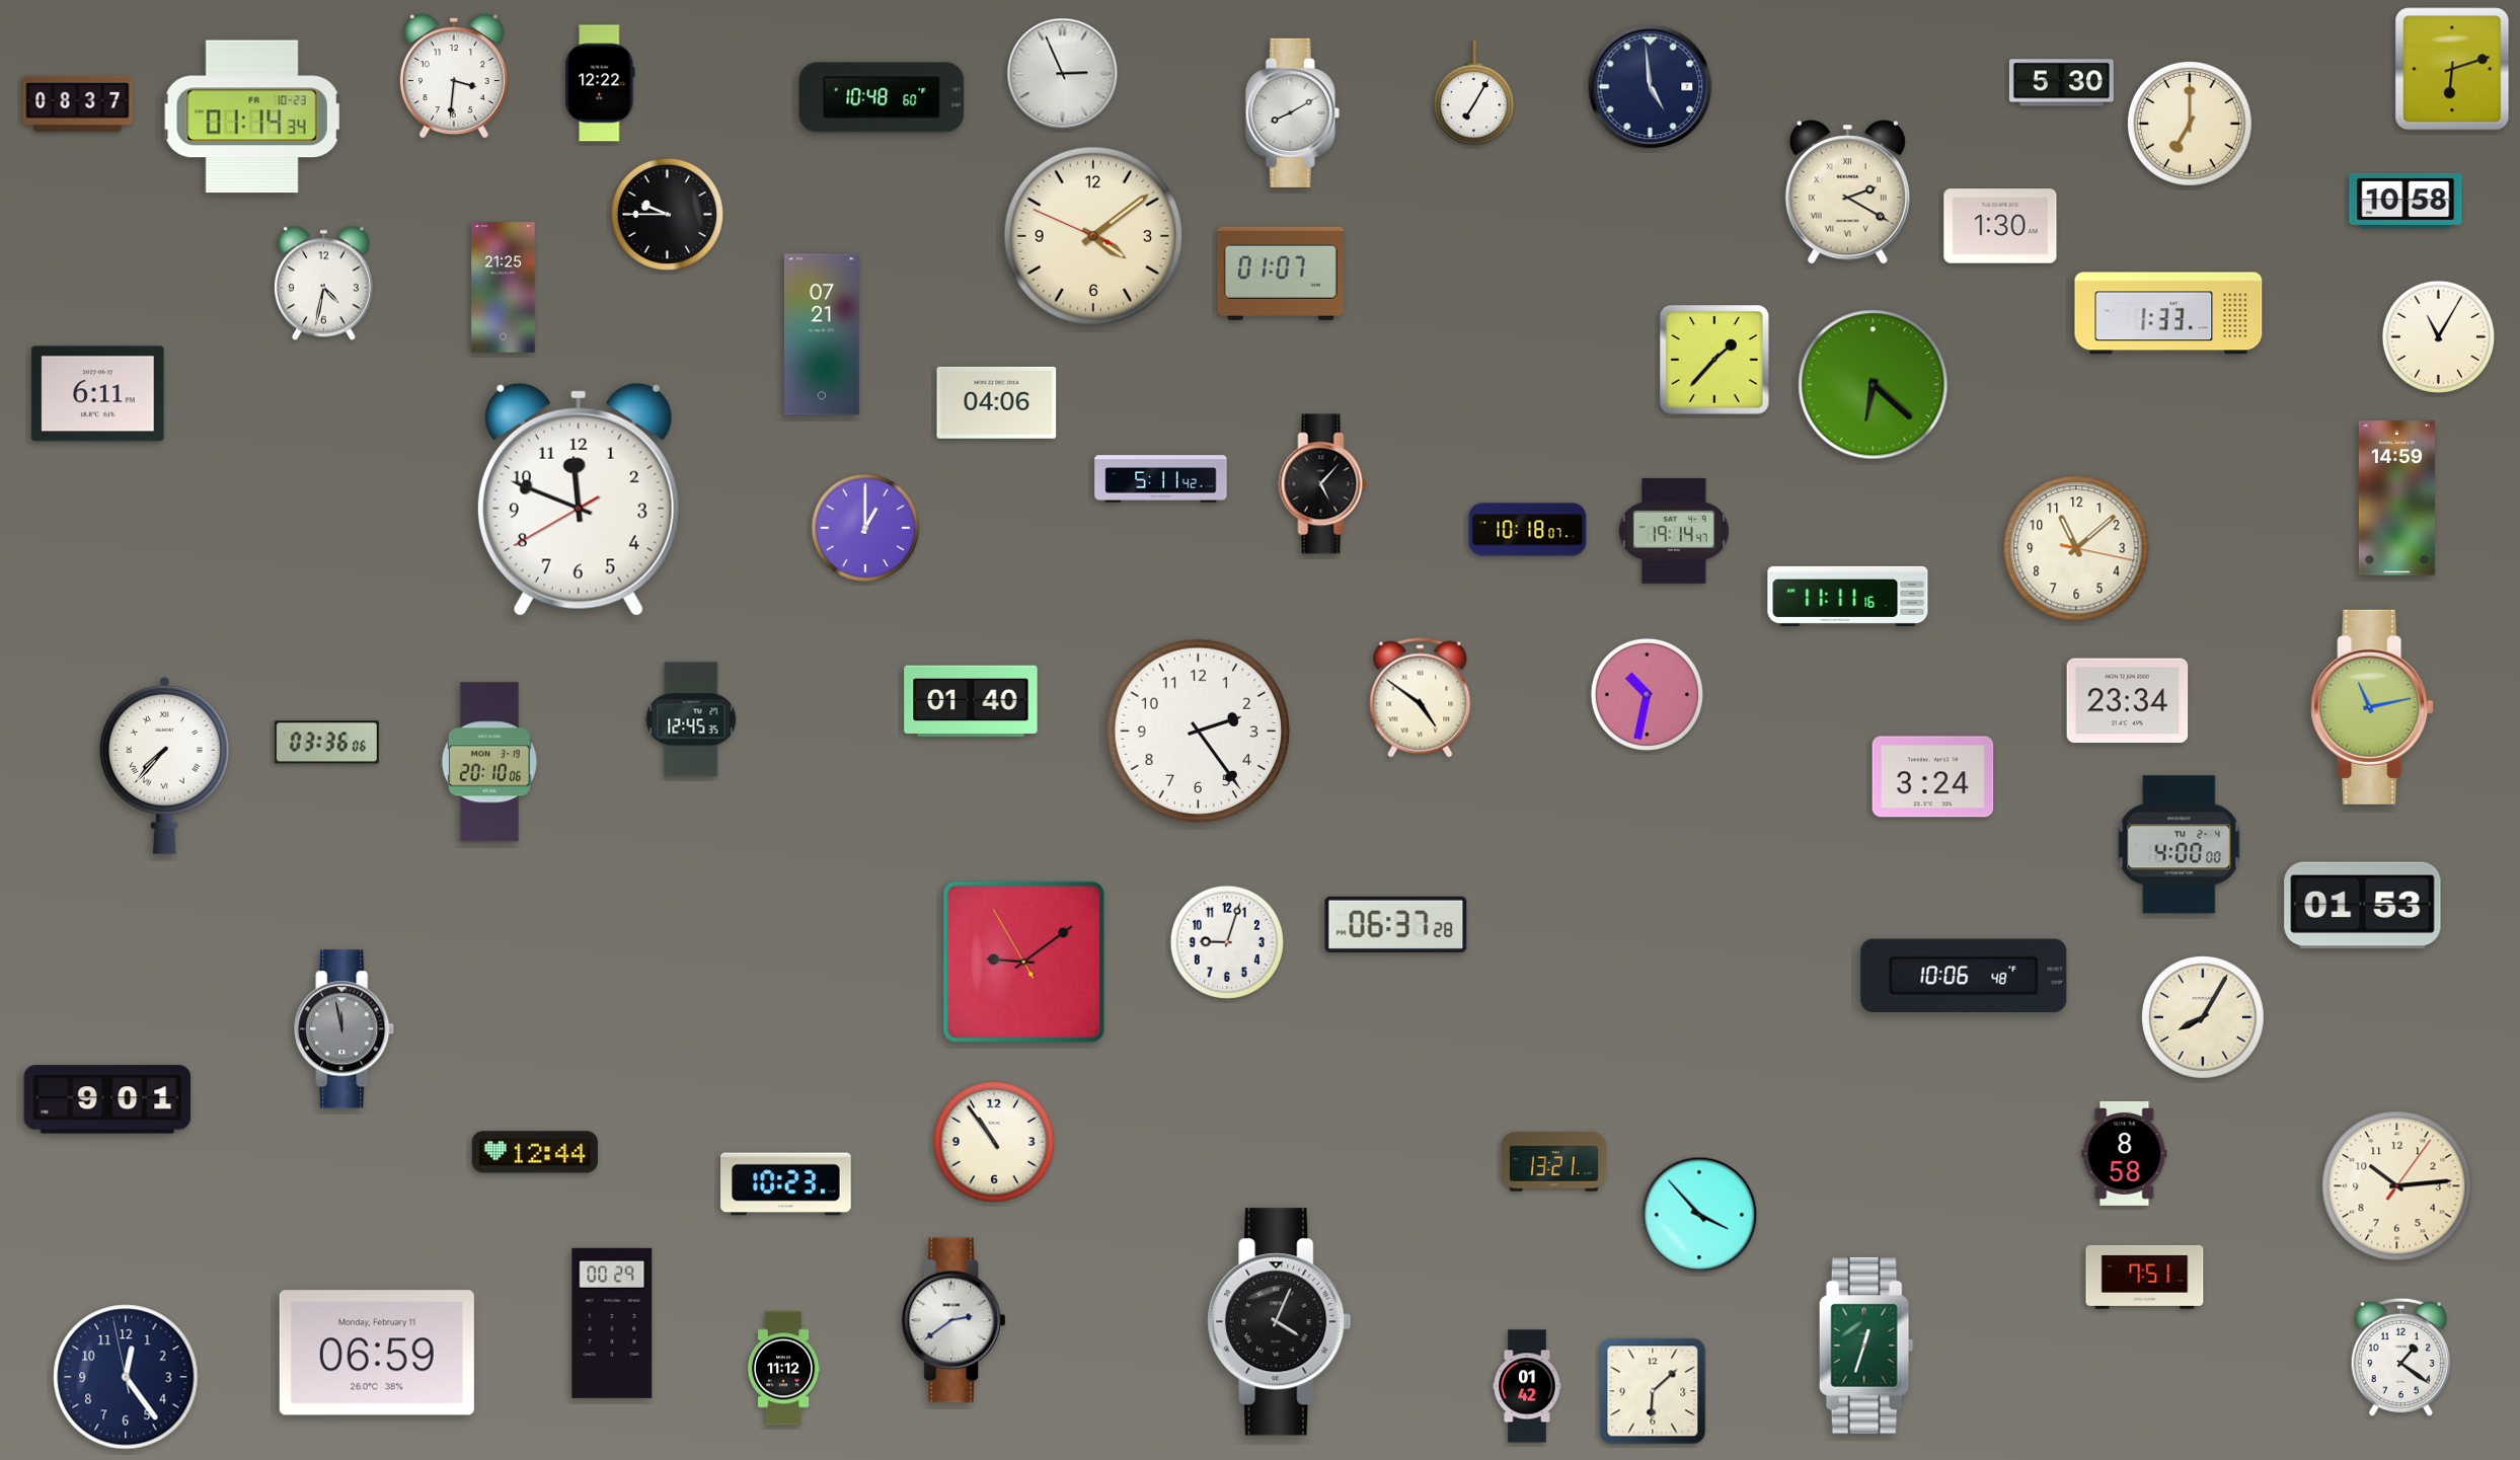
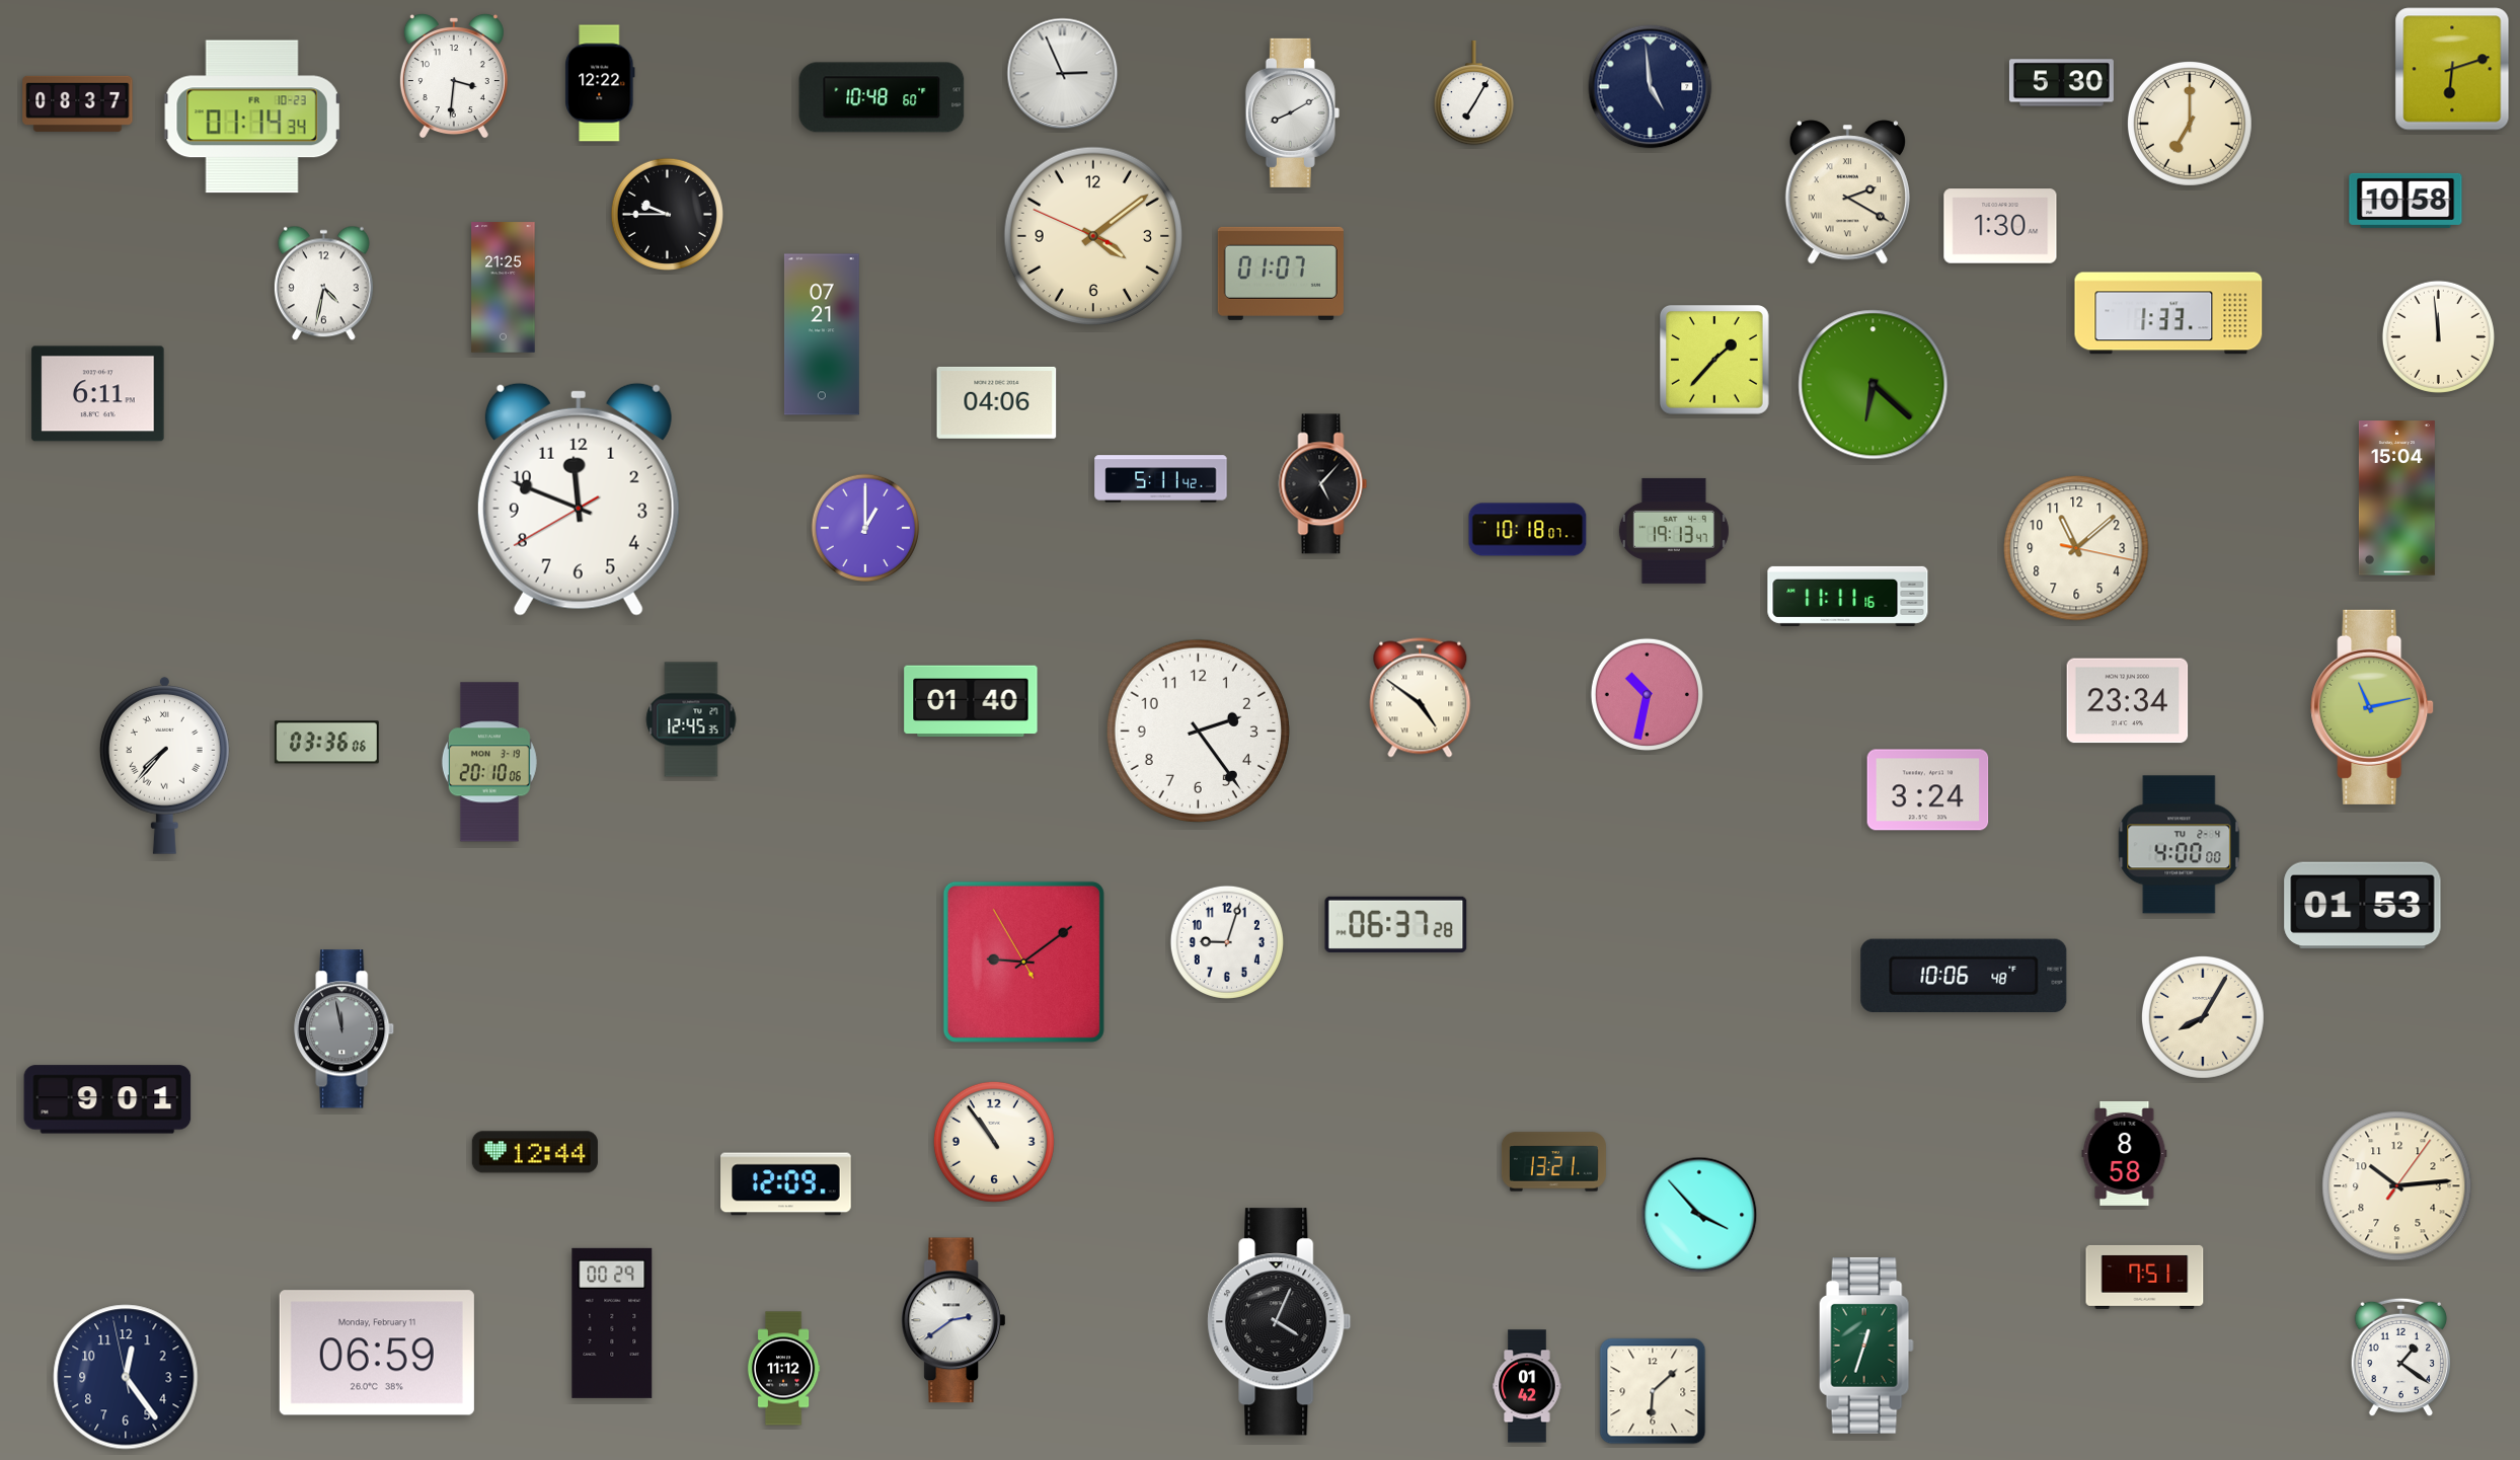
clock at (2438, 336): 11:05 -> 11:59
clock at (2396, 498): 14:59 -> 15:04
clock at (1674, 531): 19:14 -> 19:13
clock at (1933, 777) position: (1933, 777) -> (1928, 790)
clock at (786, 1184): 10:23 -> 12:09
